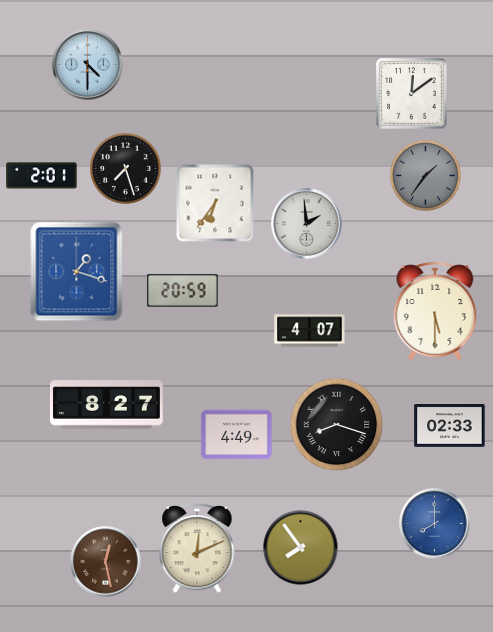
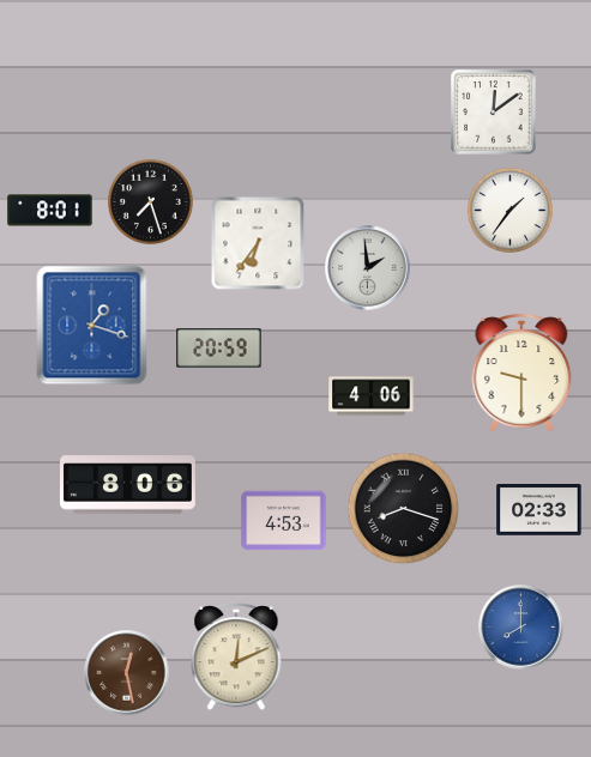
clock at (88, 65): 4:30 -> none
clock at (425, 175) dial: grey -> white
clock at (42, 176): 2:01 -> 8:01
clock at (435, 311): 5:30 -> 9:30
clock at (310, 331): 4:07 -> 4:06
clock at (106, 405): 8:27 -> 8:06
clock at (237, 435): 4:49 -> 4:53
clock at (301, 548): 7:54 -> none
